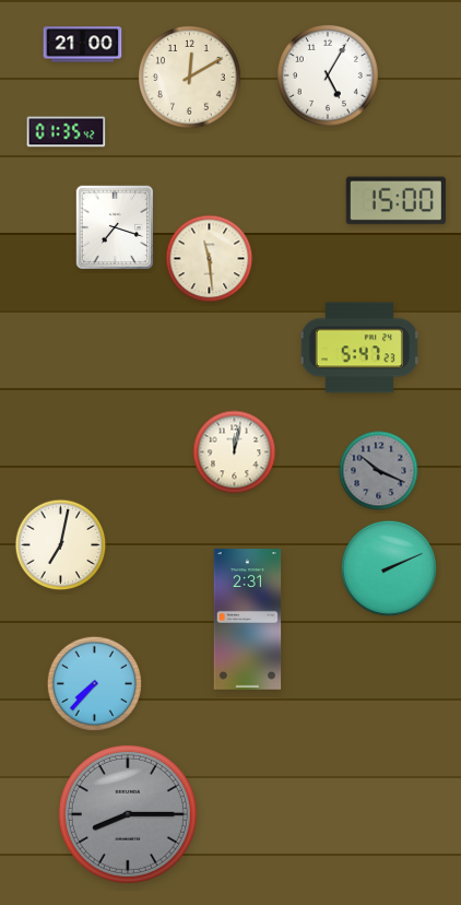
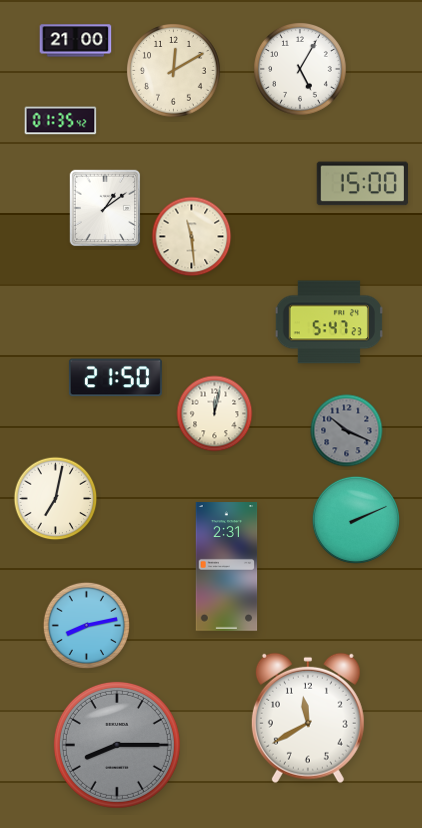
clock at (115, 227): 7:18 -> 1:09
clock at (359, 348) position: (359, 348) -> (329, 322)
clock at (115, 378): none -> 21:50
clock at (94, 683): 7:37 -> 8:13
clock at (308, 718): none -> 11:40
